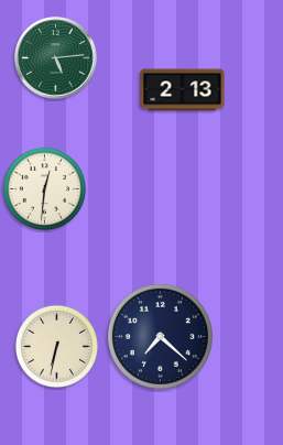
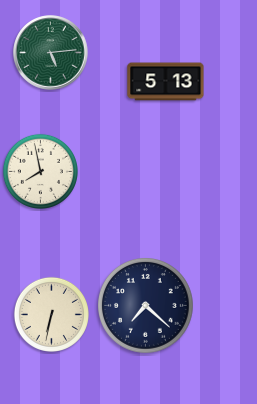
clock at (183, 90): 2:13 -> 5:13
clock at (44, 188): 12:31 -> 7:58
